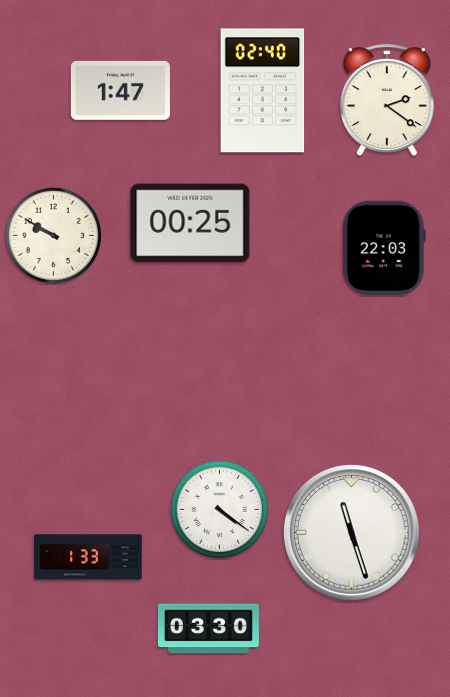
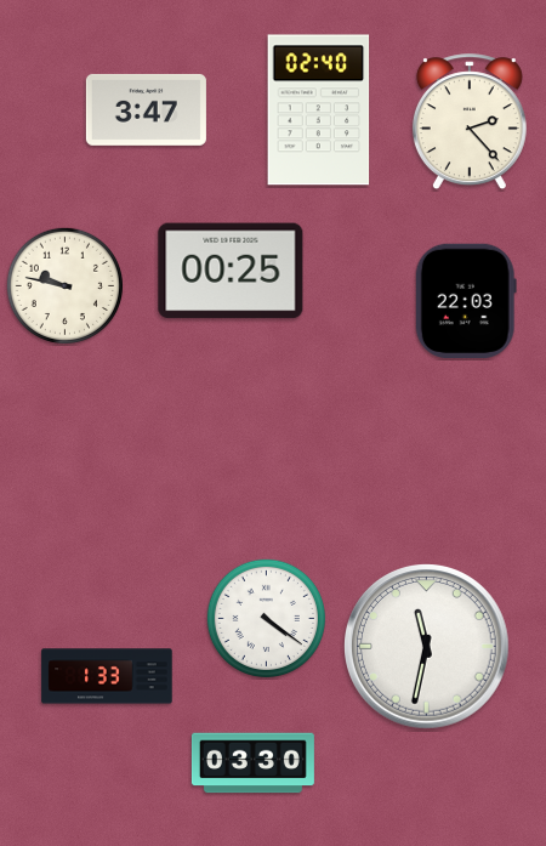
clock at (120, 90): 1:47 -> 3:47
clock at (387, 101): 2:21 -> 2:23
clock at (53, 235): 9:50 -> 9:47
clock at (352, 533): 11:27 -> 11:32
